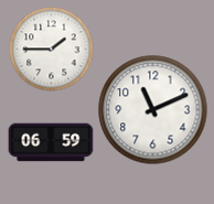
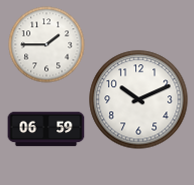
clock at (153, 110): 11:11 -> 10:11
